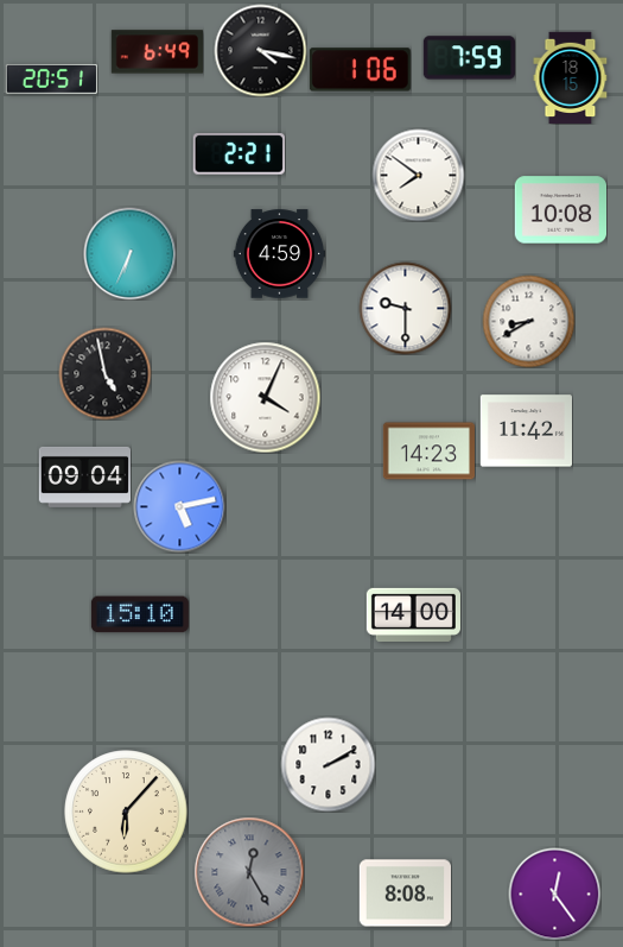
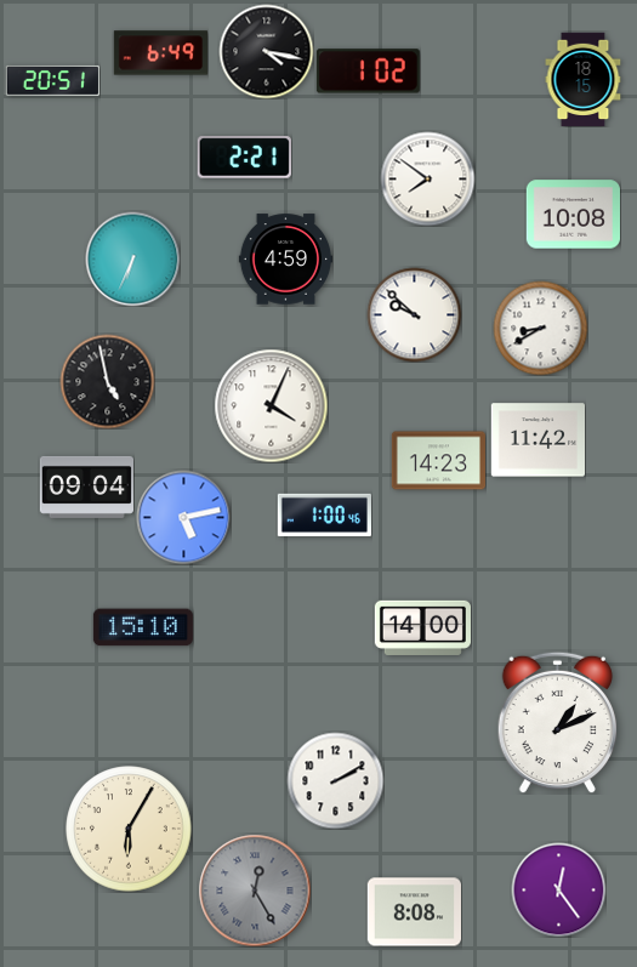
clock at (469, 58): 7:59 -> none
clock at (360, 70): 1:06 -> 1:02
clock at (405, 308): 9:30 -> 9:52
clock at (324, 514): none -> 1:00
clock at (557, 722): none -> 1:11
clock at (126, 812): 6:07 -> 6:05
clock at (554, 894) position: (554, 894) -> (558, 889)
